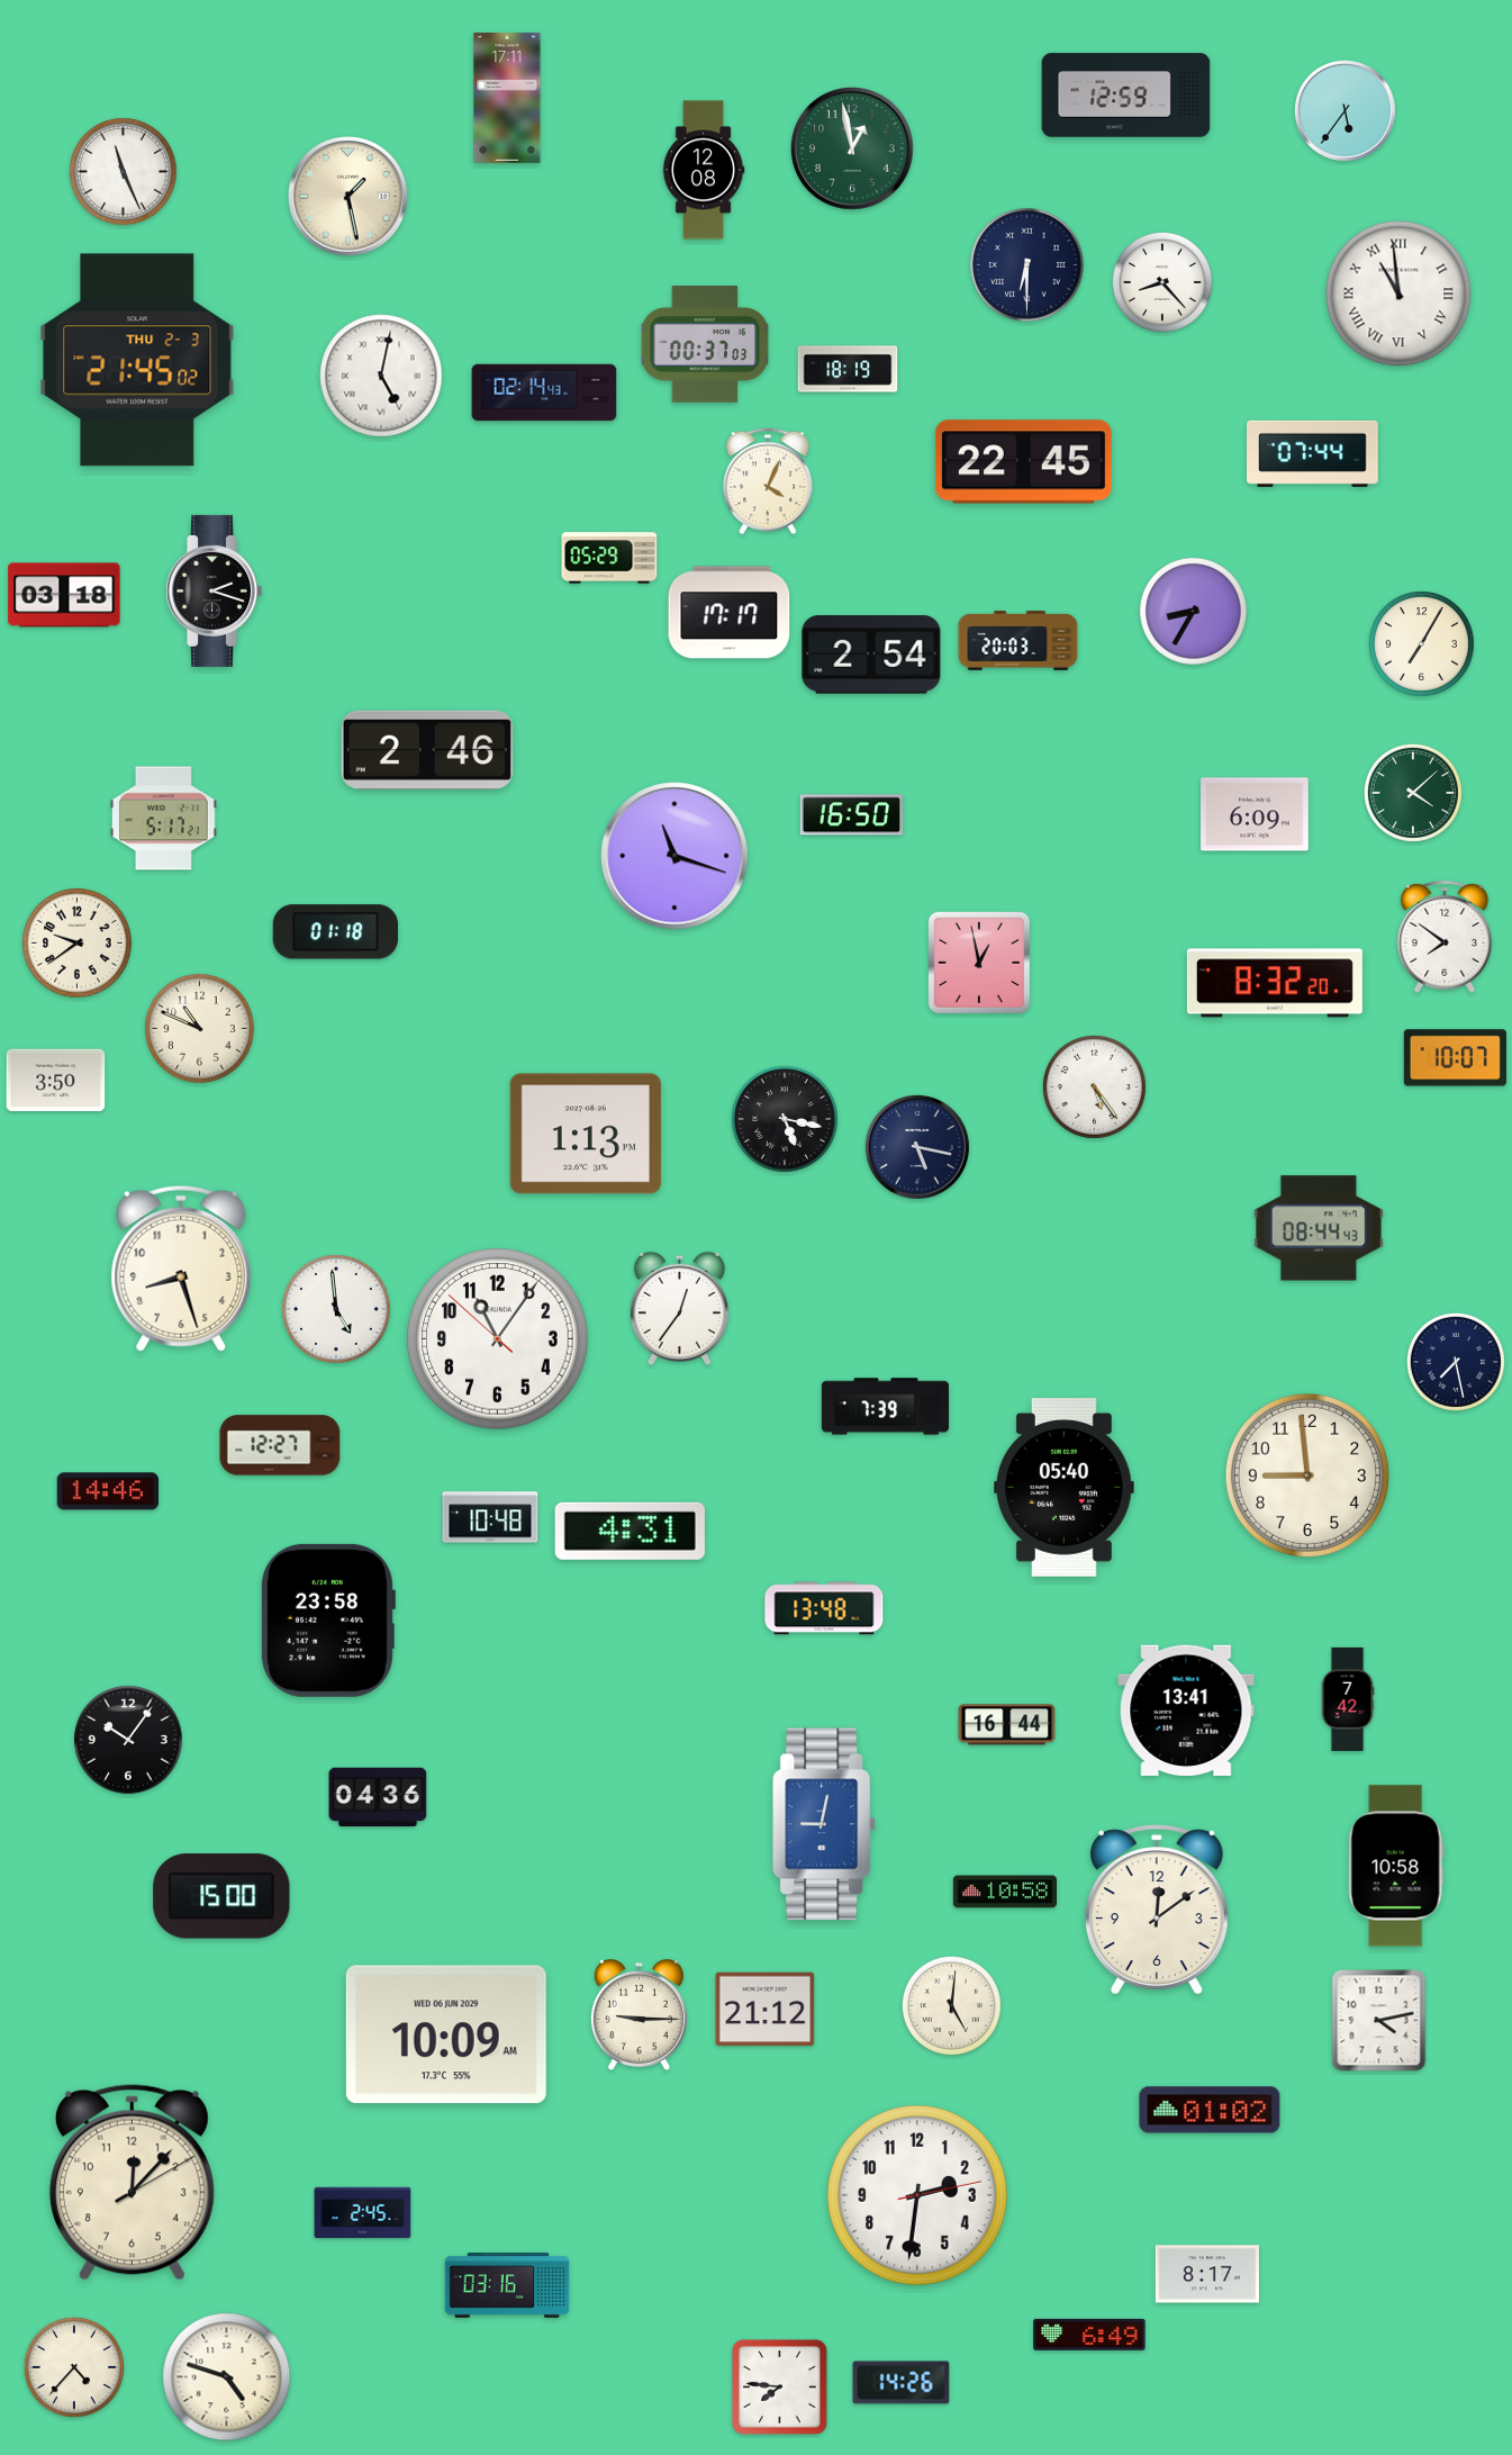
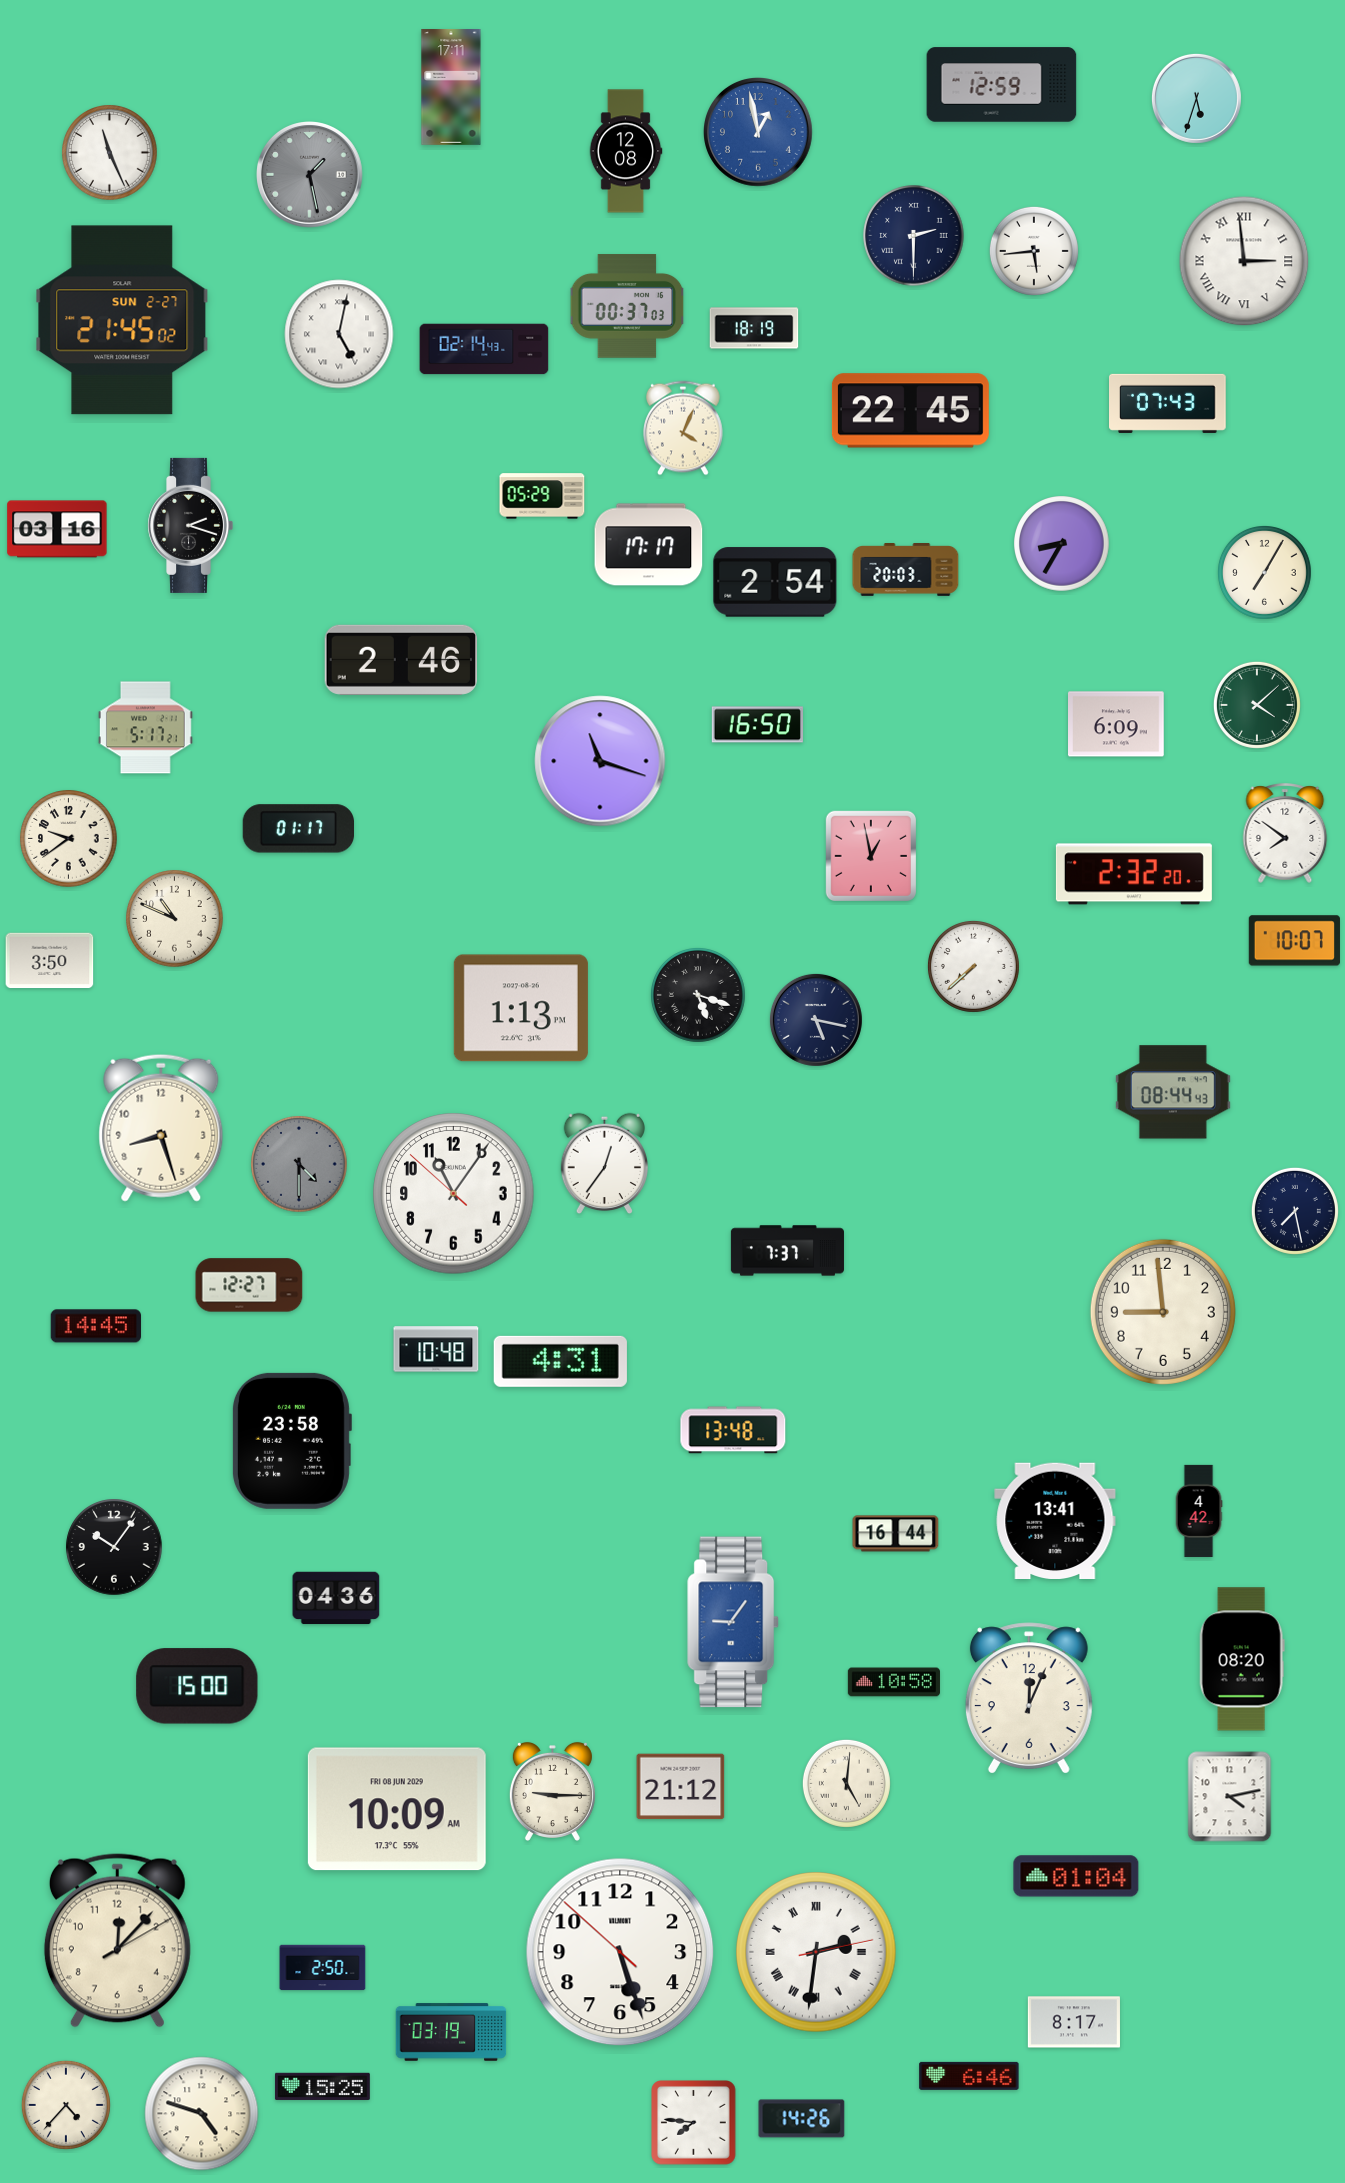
clock at (1344, 110): 5:36 -> 5:33
clock at (853, 150) dial: green -> blue
clock at (348, 197) dial: cream -> grey
clock at (1027, 265): 6:30 -> 2:30
clock at (1162, 282): 8:23 -> 5:44
clock at (1398, 294): 10:59 -> 2:59
clock at (137, 360) date: THU 2-3 -> SUN 2-27
clock at (1313, 453): 07:44 -> 07:43
clock at (64, 595): 03:18 -> 03:16
clock at (426, 750) position: (426, 750) -> (400, 660)
clock at (335, 932): 01:18 -> 01:17
clock at (1275, 983): 8:32 -> 2:32
clock at (200, 1029) position: (200, 1029) -> (175, 919)
clock at (1094, 1086): 5:24 -> 7:38
clock at (786, 1120): 5:17 -> 5:18
clock at (336, 1309): 4:59 -> 4:30
clock at (336, 1309) dial: white -> grey
clock at (498, 1339) position: (498, 1339) -> (454, 1194)
clock at (885, 1407): 7:39 -> 7:37
clock at (1065, 1488): 05:40 -> none
clock at (108, 1491): 14:46 -> 14:45
clock at (1348, 1699): 7:42 -> 4:42
clock at (825, 1824): 9:02 -> 9:06
clock at (1396, 1866): 10:58 -> 08:20
clock at (1157, 1910): 12:09 -> 12:04
clock at (639, 2014) position: (639, 2014) -> (552, 1791)
clock at (1379, 2021) position: (1379, 2021) -> (1230, 1797)
clock at (446, 2034) date: WED 06 JUN 2029 -> FRI 08 JUN 2029
clock at (1210, 2110): 01:02 -> 01:04
clock at (620, 1952): none -> 5:26
clock at (917, 2195) numerals: Arabic -> Roman
clock at (363, 2213): 2:45 -> 2:50
clock at (507, 2285): 03:16 -> 03:19
clock at (1089, 2335): 6:49 -> 6:46
clock at (322, 2086): none -> 15:25
